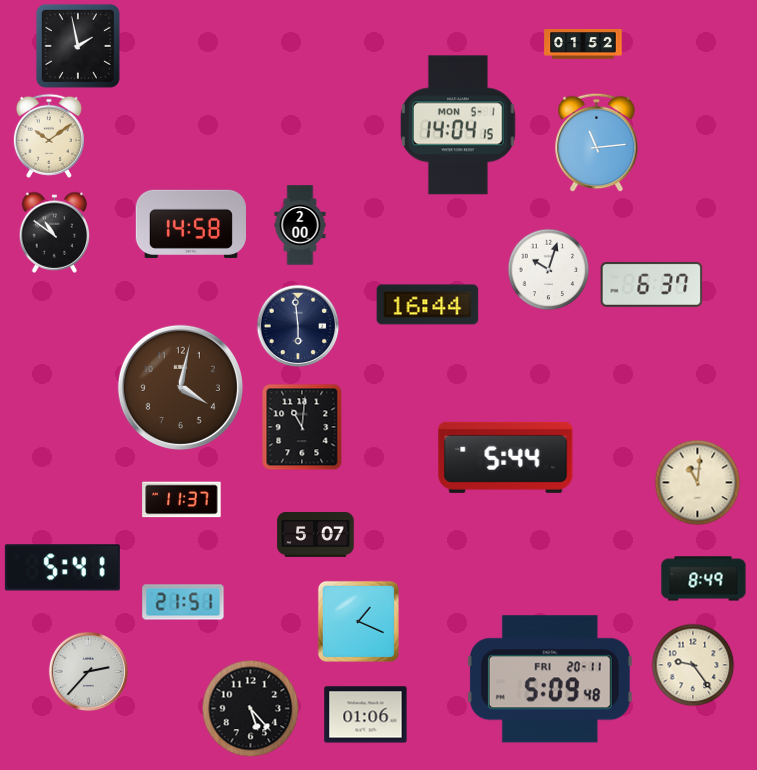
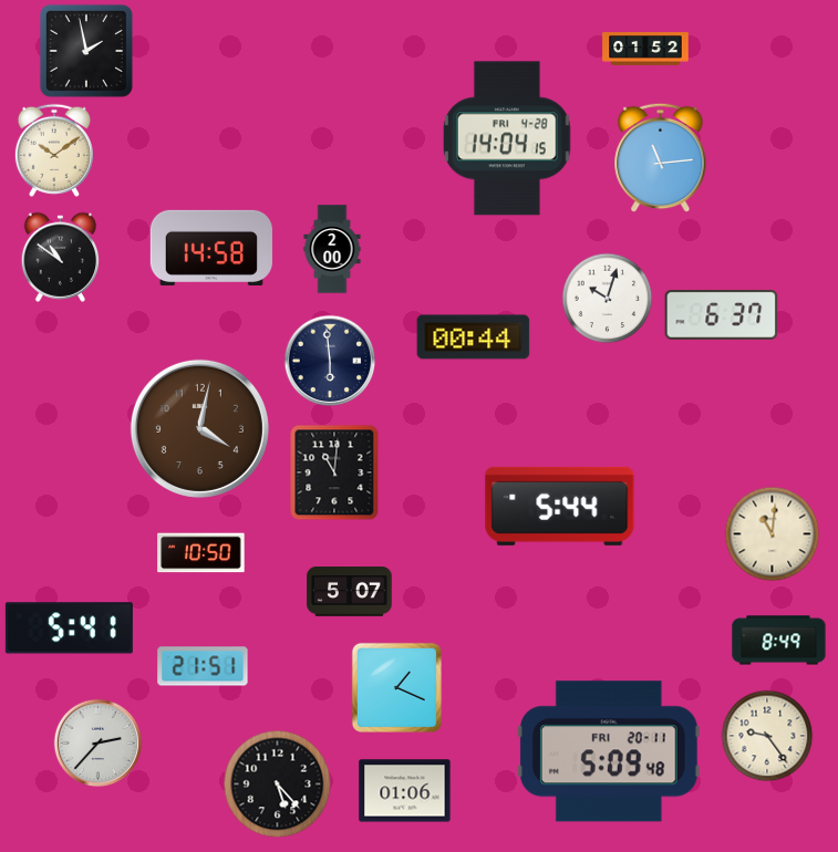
clock at (458, 125) date: MON 5-1 -> FRI 4-28
clock at (428, 305): 16:44 -> 00:44
clock at (182, 500): 11:37 -> 10:50
